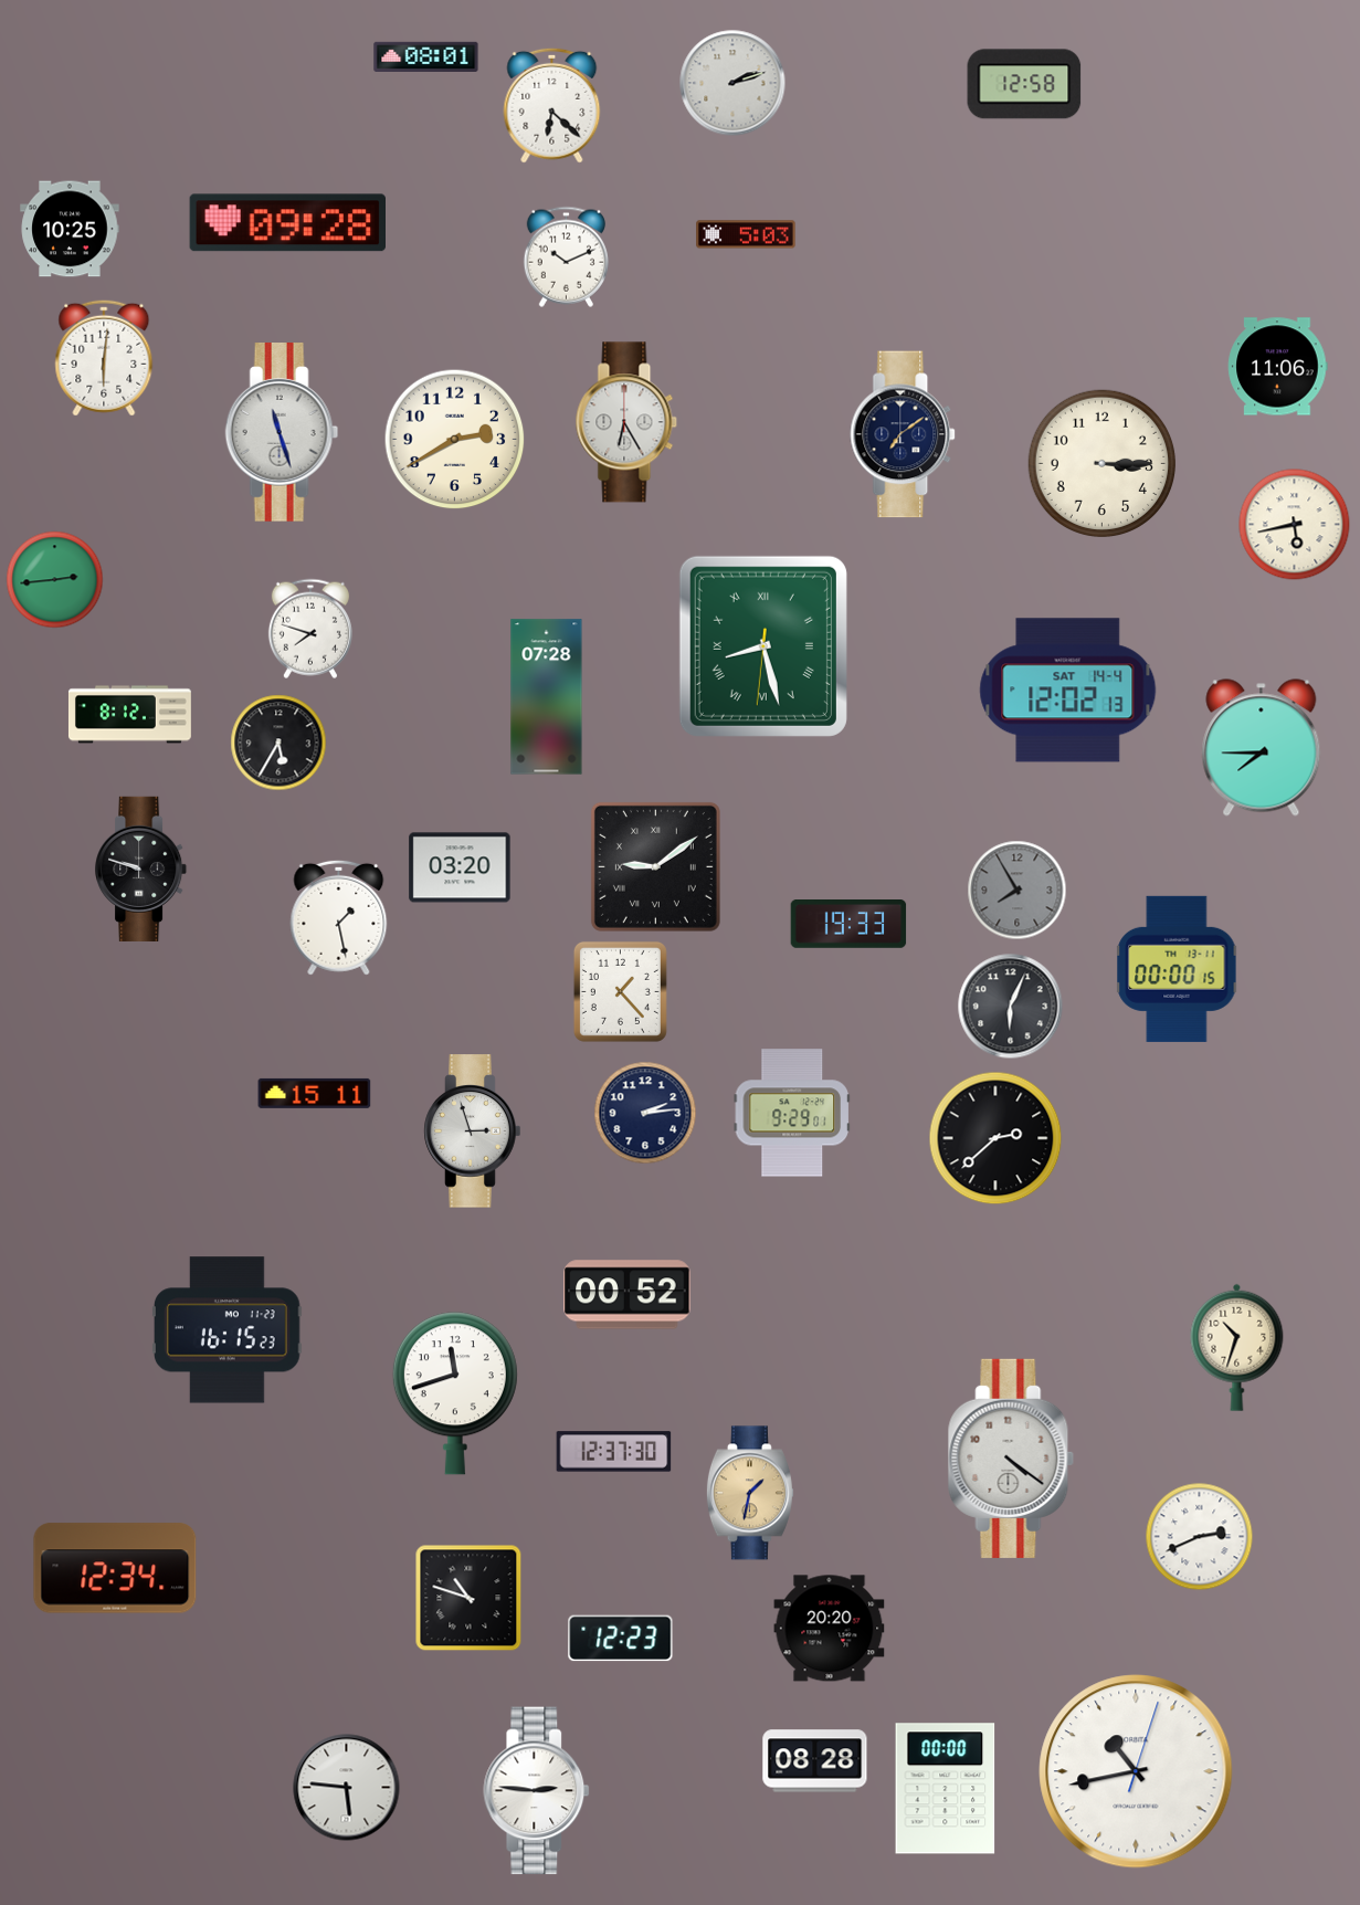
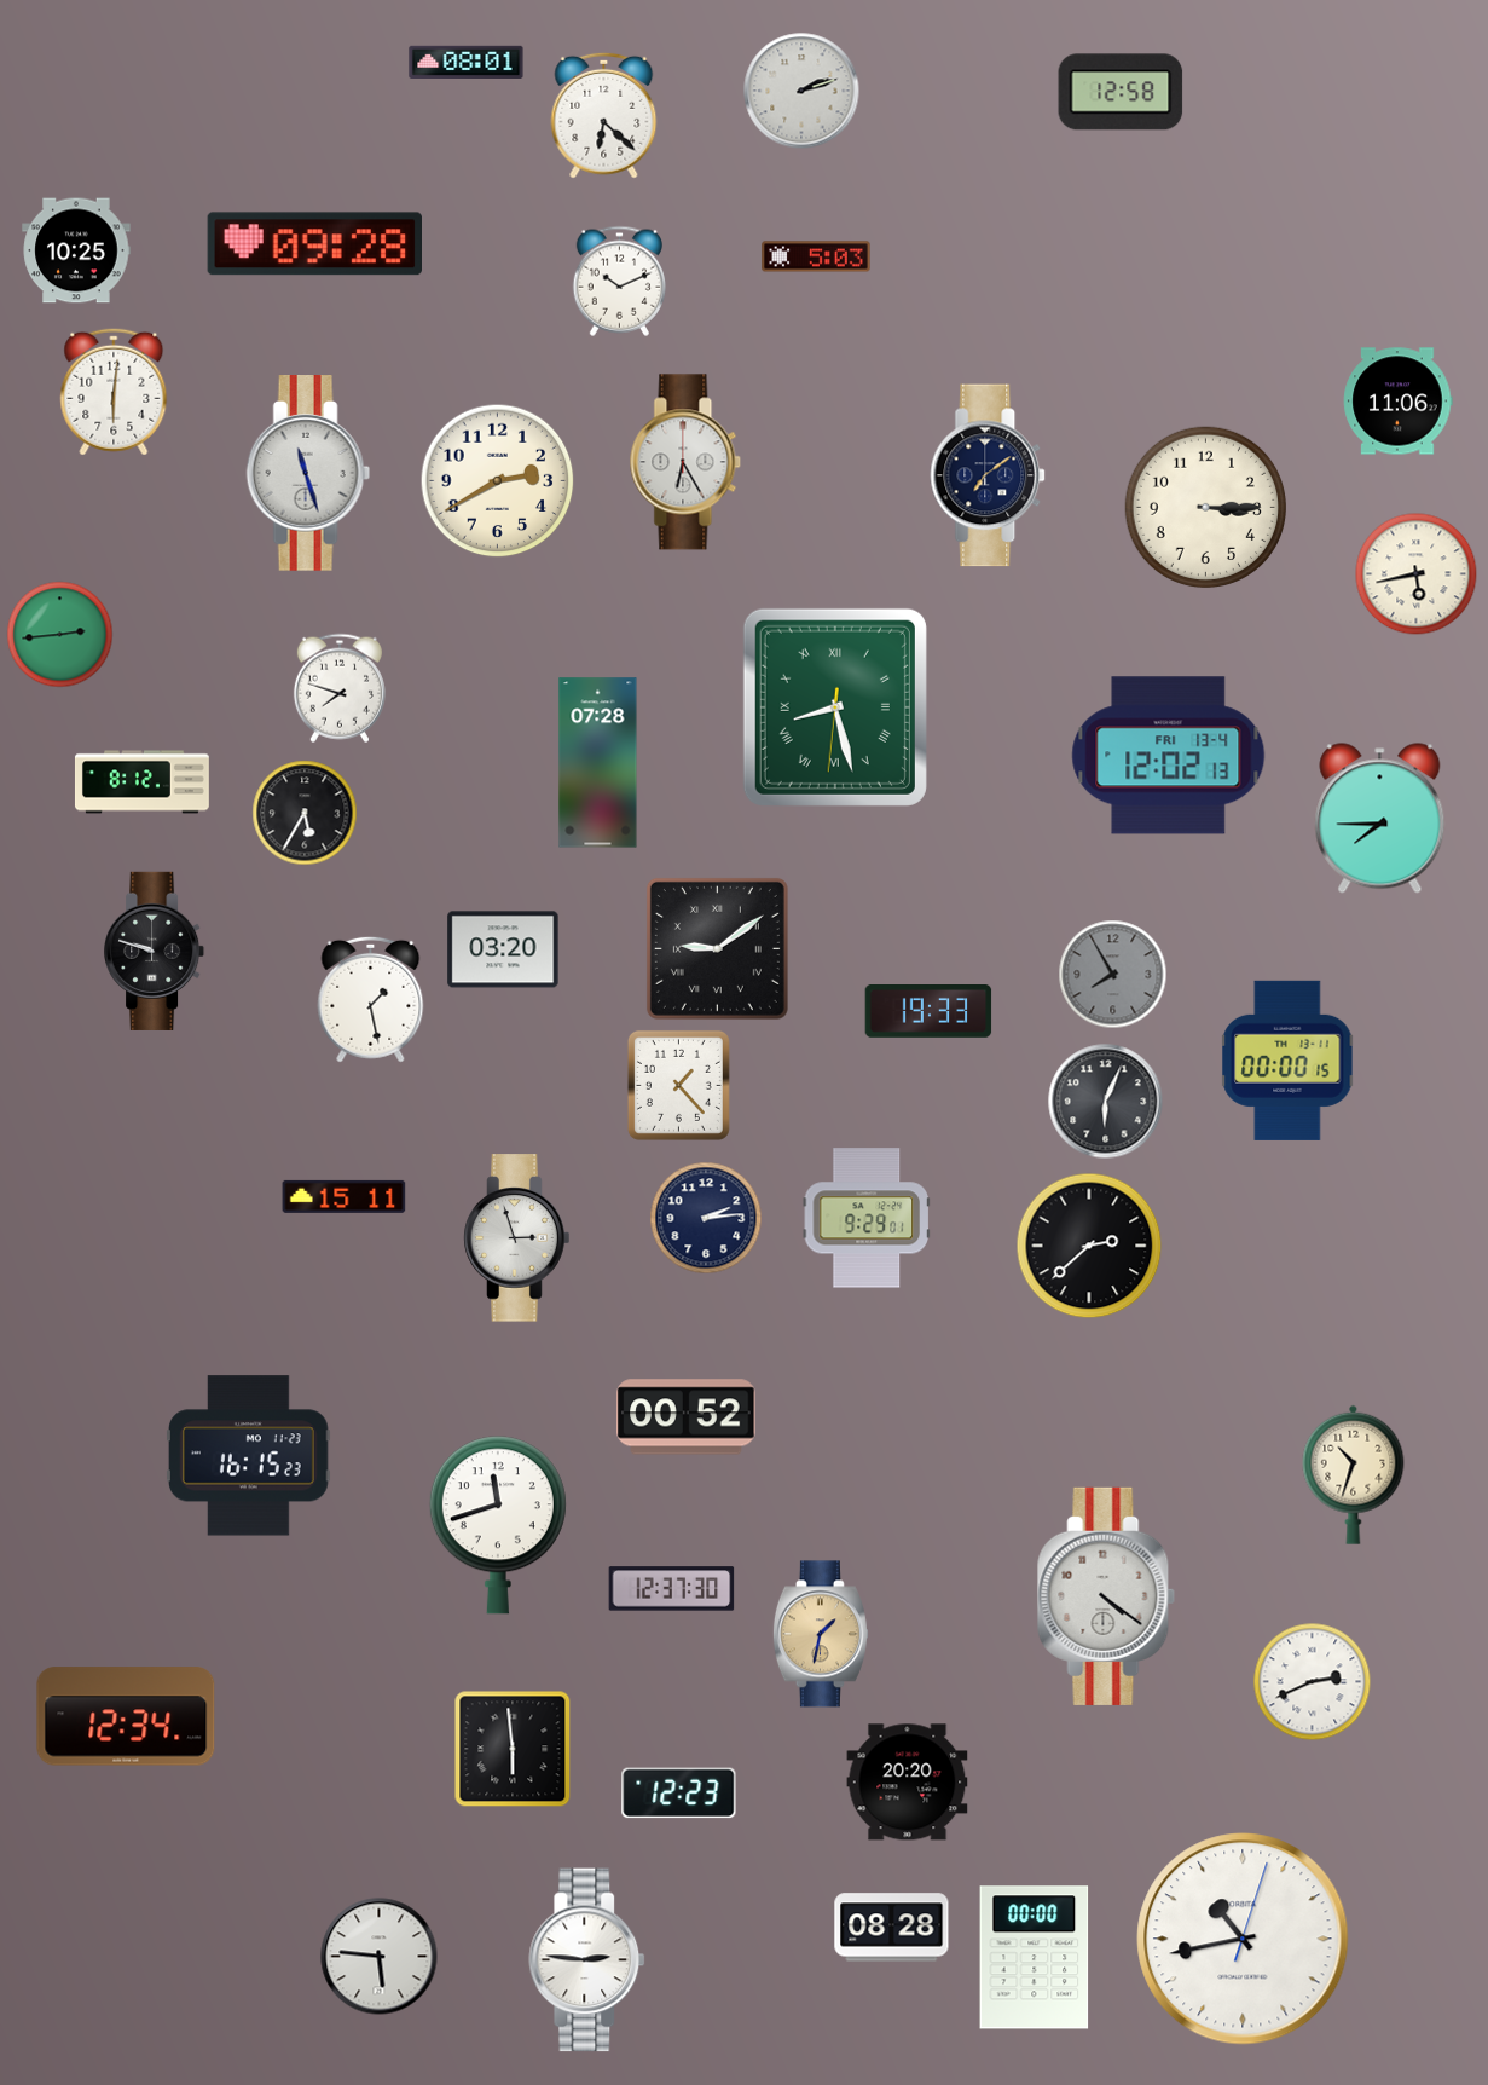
clock at (1068, 691) date: SAT 14-4 -> FRI 13-4
clock at (339, 917) position: (339, 917) -> (371, 999)
clock at (468, 1598): 10:48 -> 5:59
